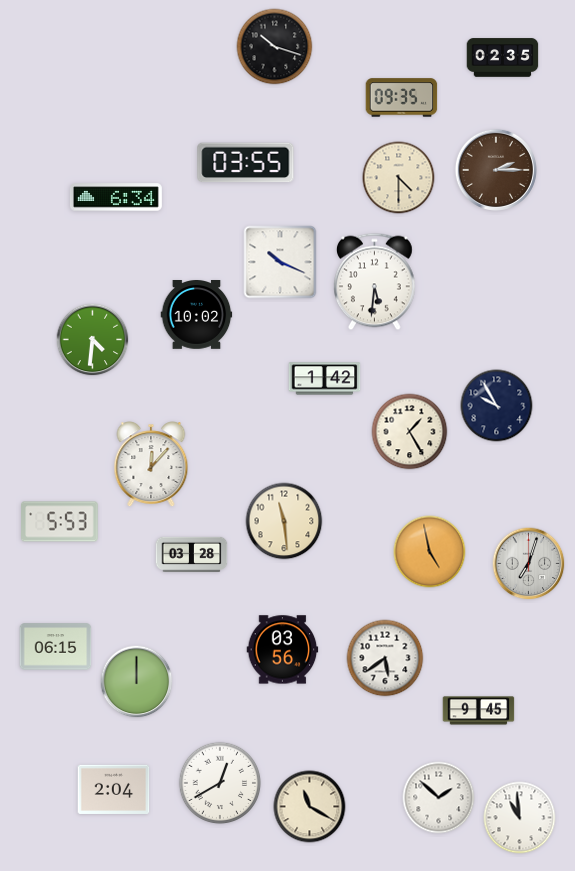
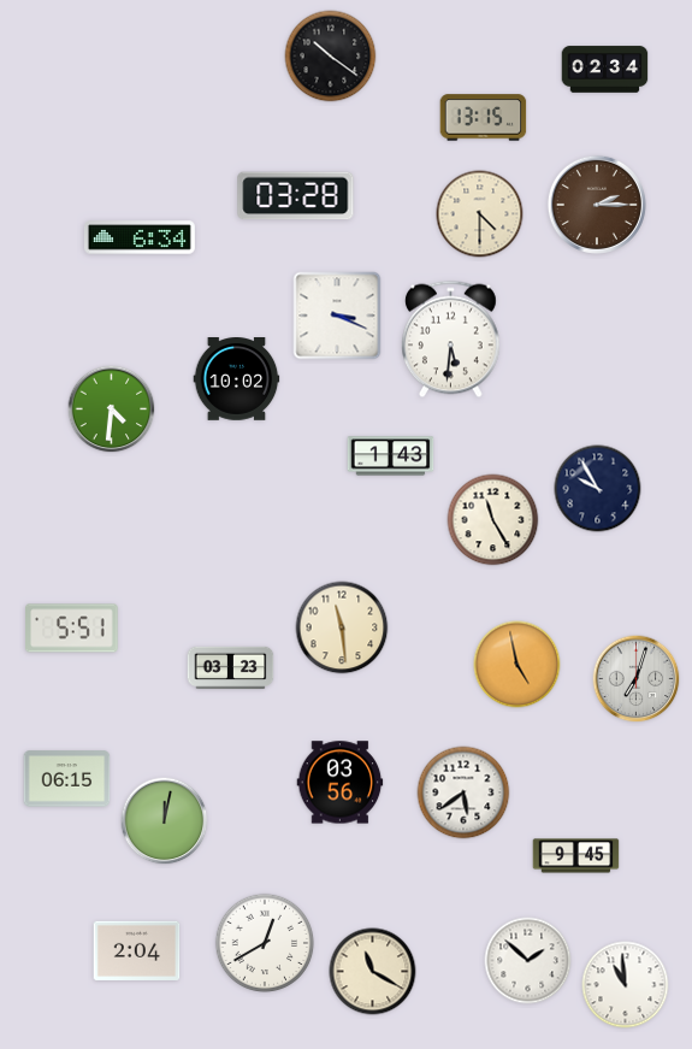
clock at (275, 47): 10:18 -> 10:21
clock at (503, 58): 02:35 -> 02:34
clock at (402, 98): 09:35 -> 13:15
clock at (246, 163): 03:55 -> 03:28
clock at (280, 262): 10:19 -> 3:19
clock at (325, 379): 1:42 -> 1:43
clock at (410, 432): 1:25 -> 11:25
clock at (151, 465): 12:07 -> none
clock at (60, 522): 5:53 -> 5:51
clock at (192, 554): 03:28 -> 03:23
clock at (137, 682): 12:00 -> 12:02
